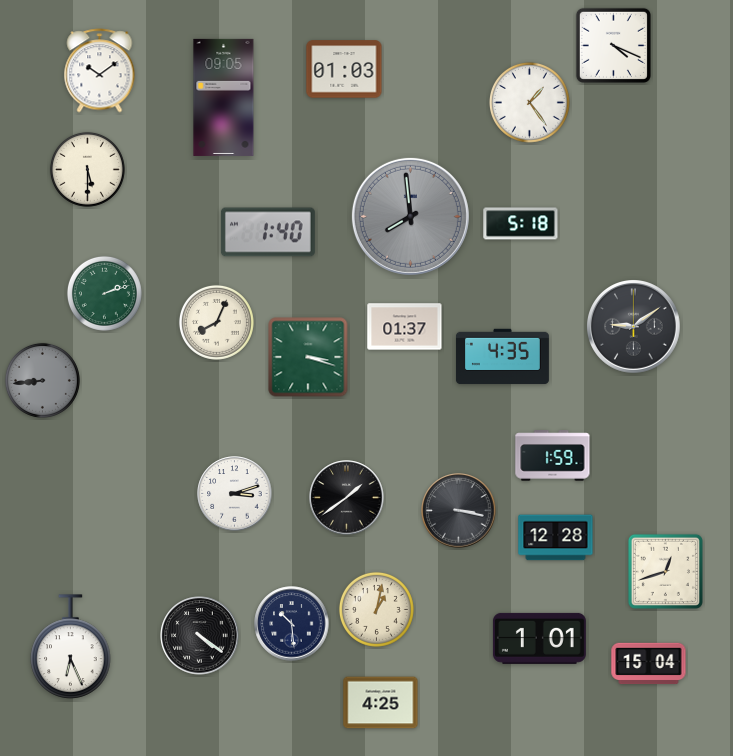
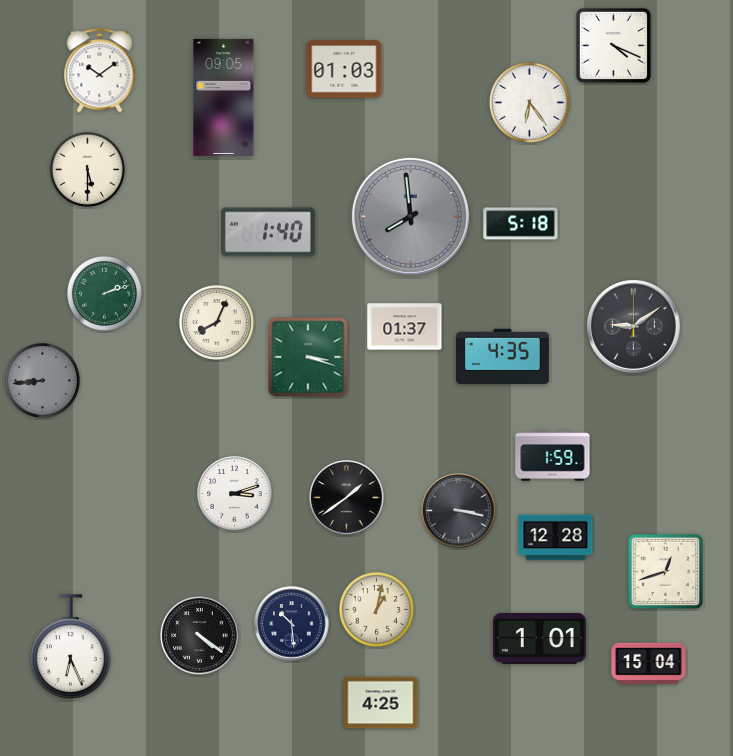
clock at (529, 102): 1:24 -> 6:24
